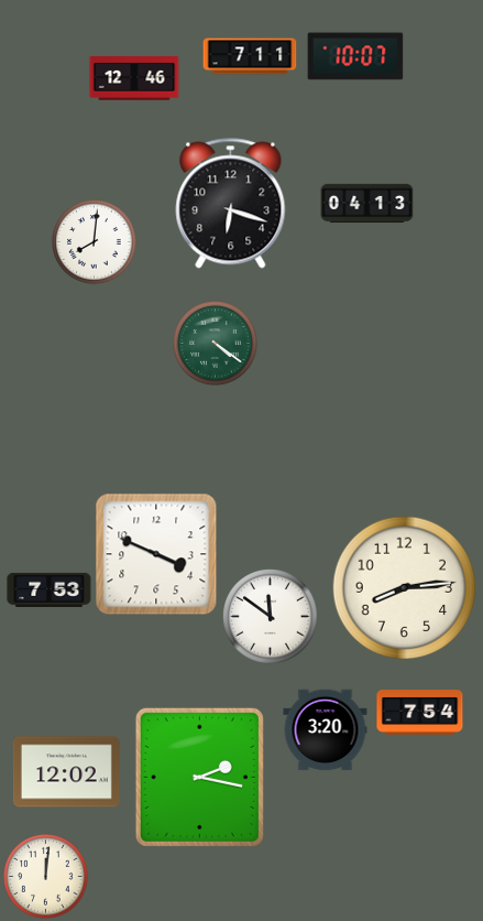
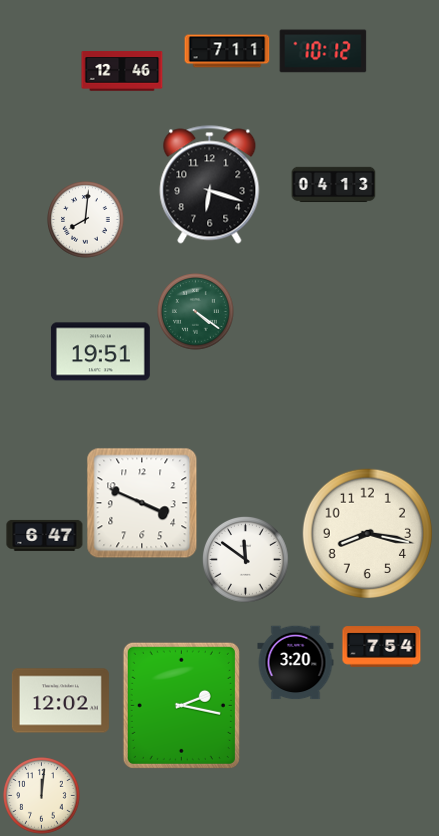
clock at (355, 56): 10:07 -> 10:12
clock at (100, 352): none -> 19:51
clock at (405, 588): 8:14 -> 8:17
clock at (50, 589): 7:53 -> 6:47
